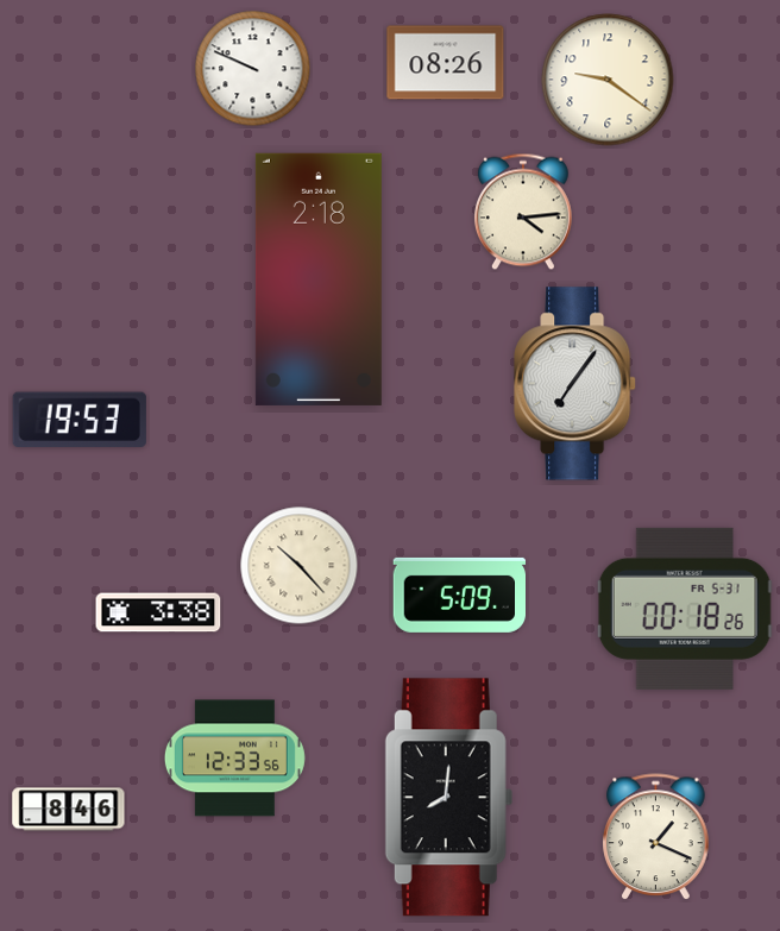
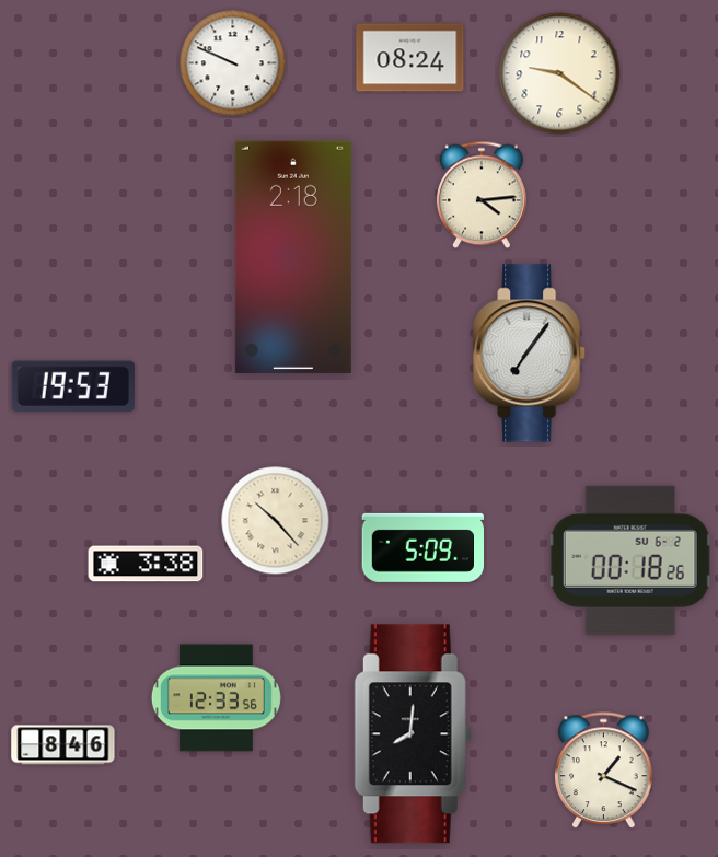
clock at (446, 63): 08:26 -> 08:24
clock at (685, 609) date: FR 5-31 -> SU 6-2
